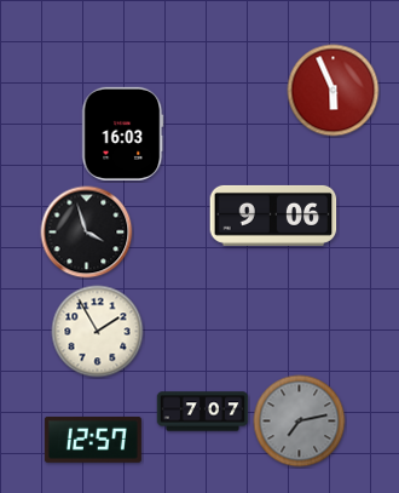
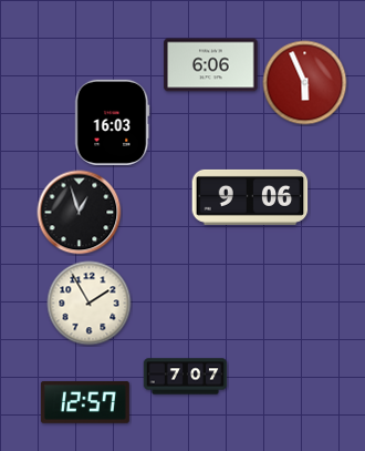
clock at (211, 65): none -> 6:06
clock at (87, 233): 3:57 -> 12:57
clock at (300, 422): 7:13 -> none
